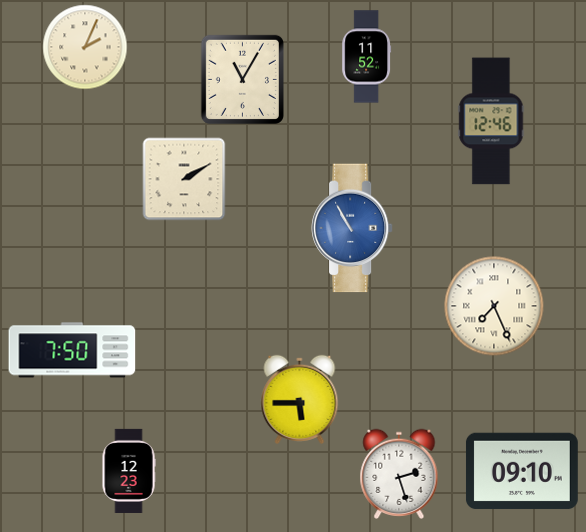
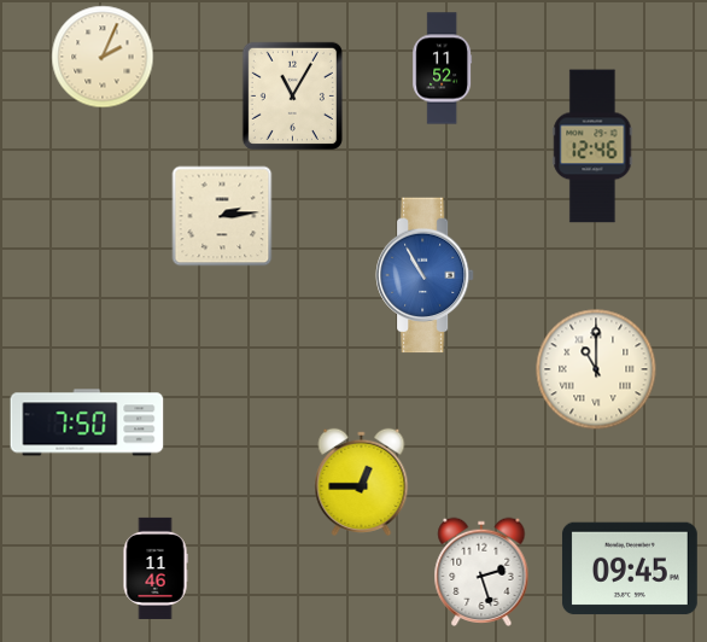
clock at (184, 179): 2:10 -> 2:14
clock at (494, 306): 7:26 -> 11:00
clock at (300, 399): 5:45 -> 12:45
clock at (129, 471): 12:23 -> 11:46
clock at (522, 471): 09:10 -> 09:45
